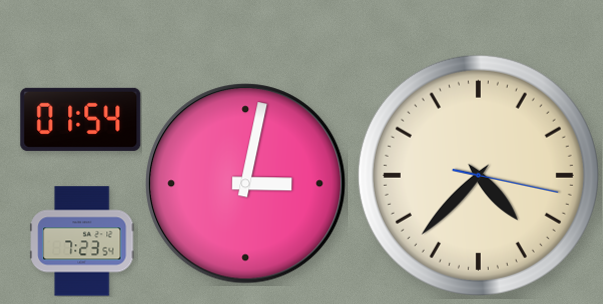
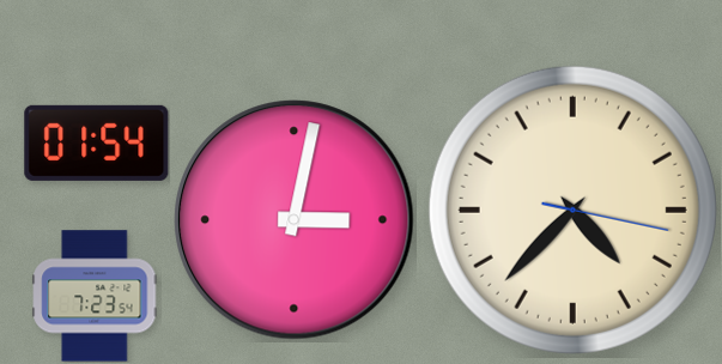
clock at (82, 241) position: (82, 241) -> (95, 296)
